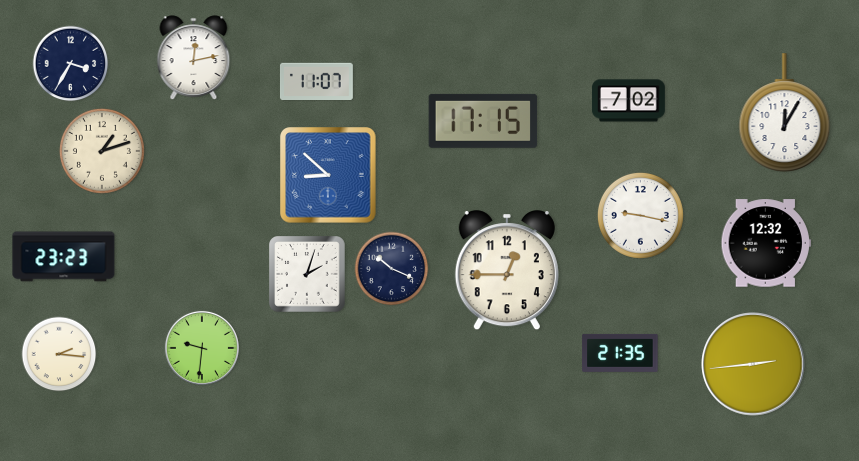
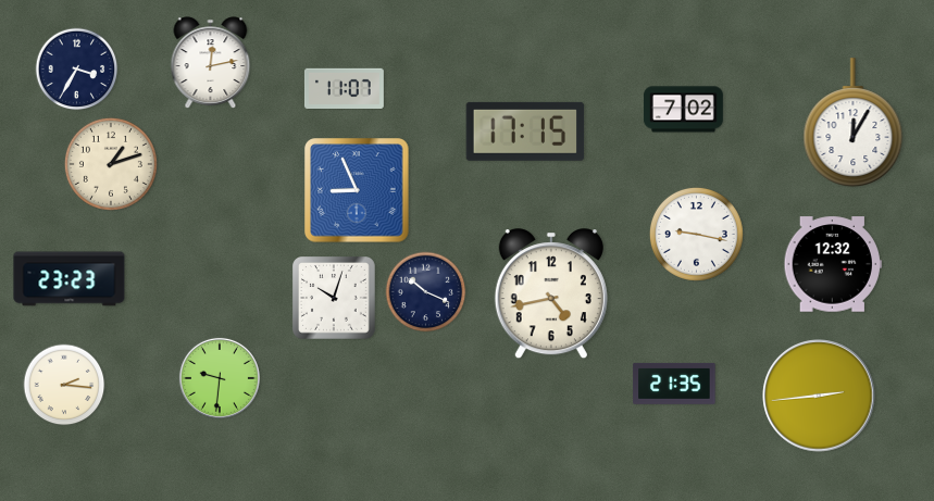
clock at (328, 175): 8:52 -> 8:56
clock at (507, 271): 12:45 -> 4:43
clock at (308, 275): 2:03 -> 10:03
